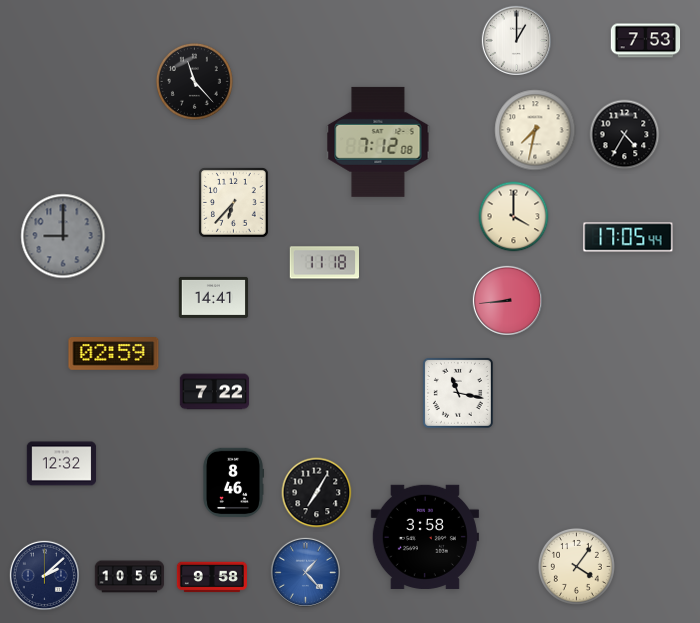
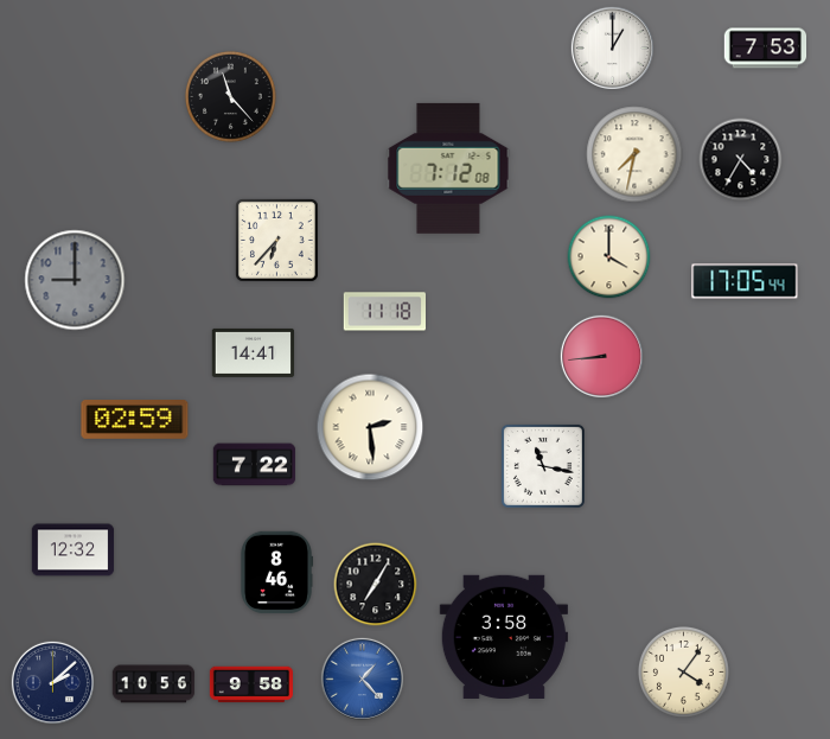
clock at (370, 427): none -> 2:29
